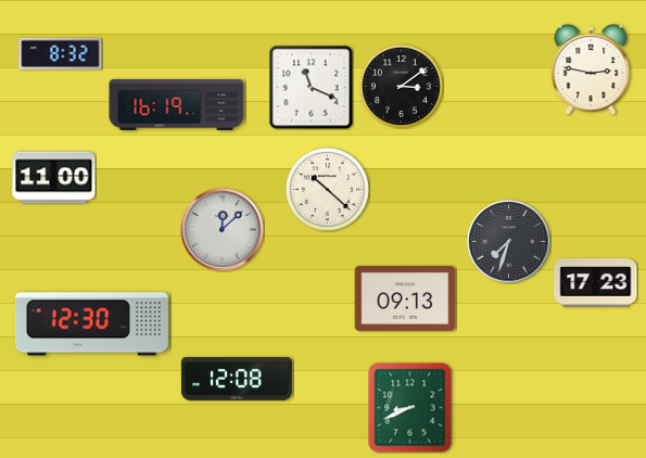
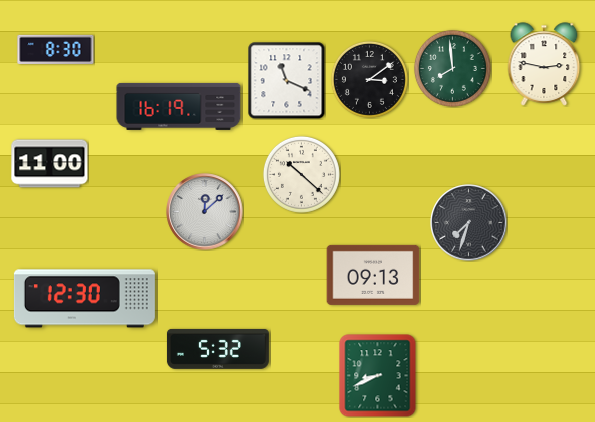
clock at (61, 53): 8:32 -> 8:30
clock at (452, 68): none -> 7:59
clock at (177, 104) position: (177, 104) -> (179, 106)
clock at (596, 283): 17:23 -> none
clock at (237, 379): 12:08 -> 5:32
